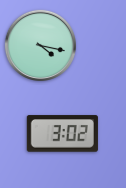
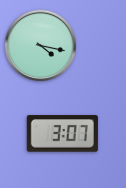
clock at (62, 134): 3:02 -> 3:07
